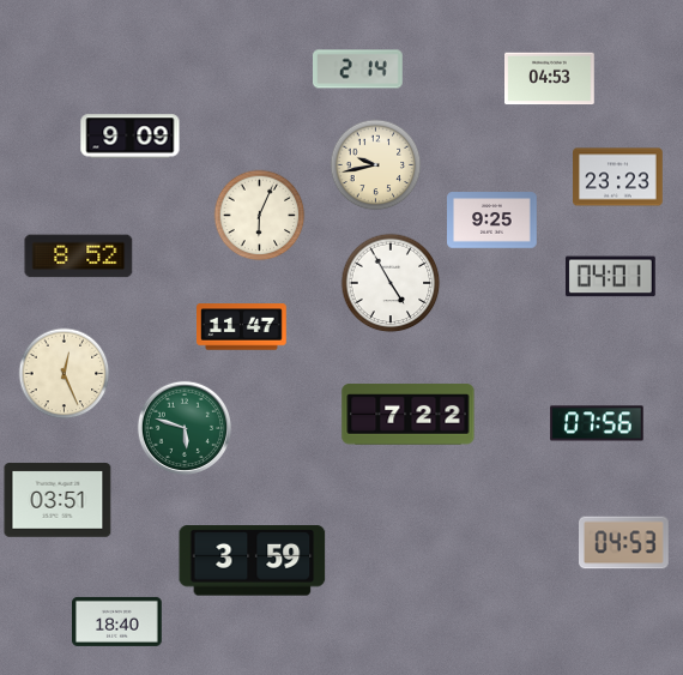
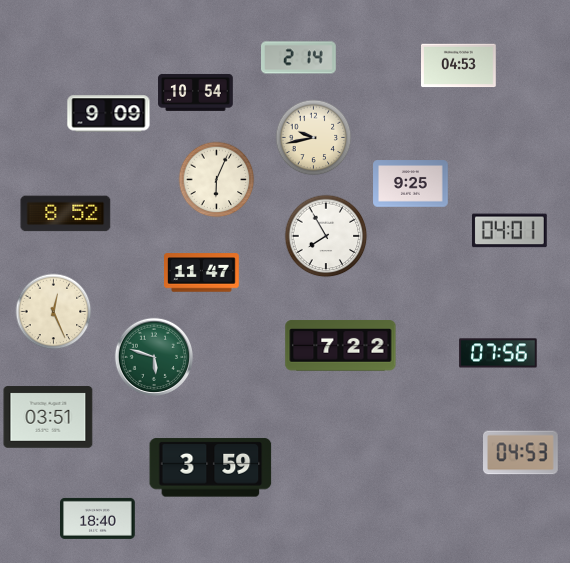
clock at (196, 93): none -> 10:54
clock at (618, 177): 23:23 -> none
clock at (391, 283): 4:55 -> 7:55
